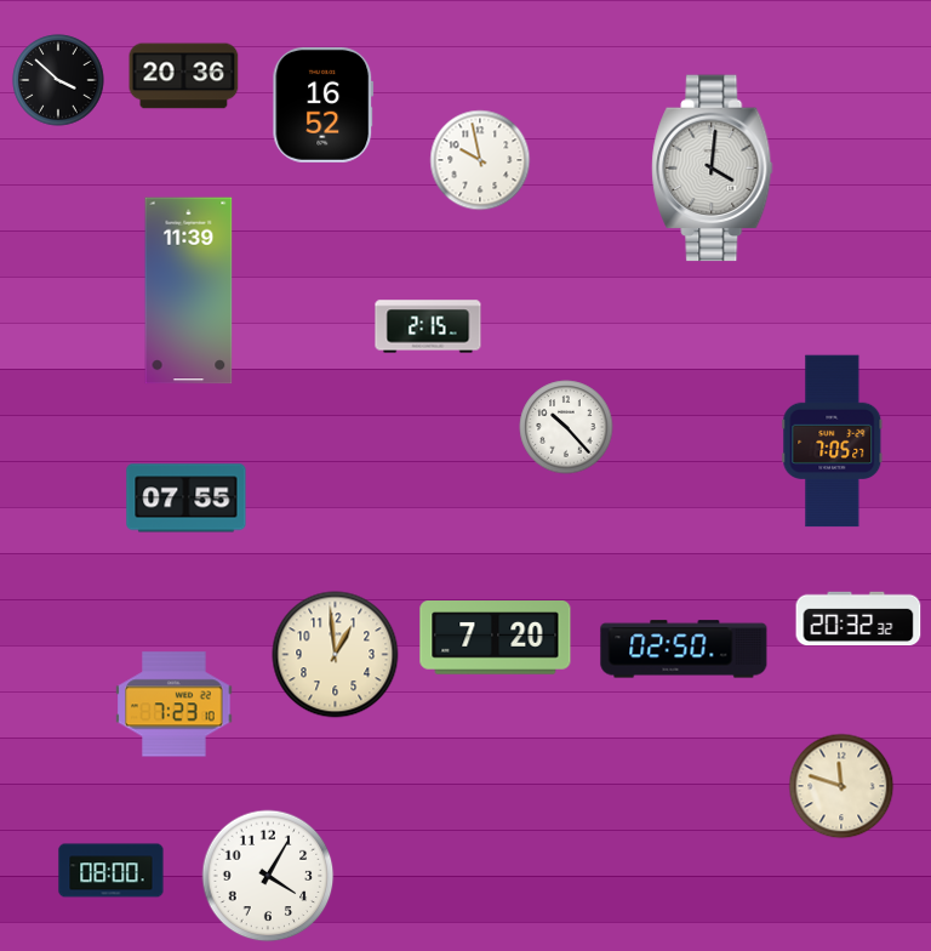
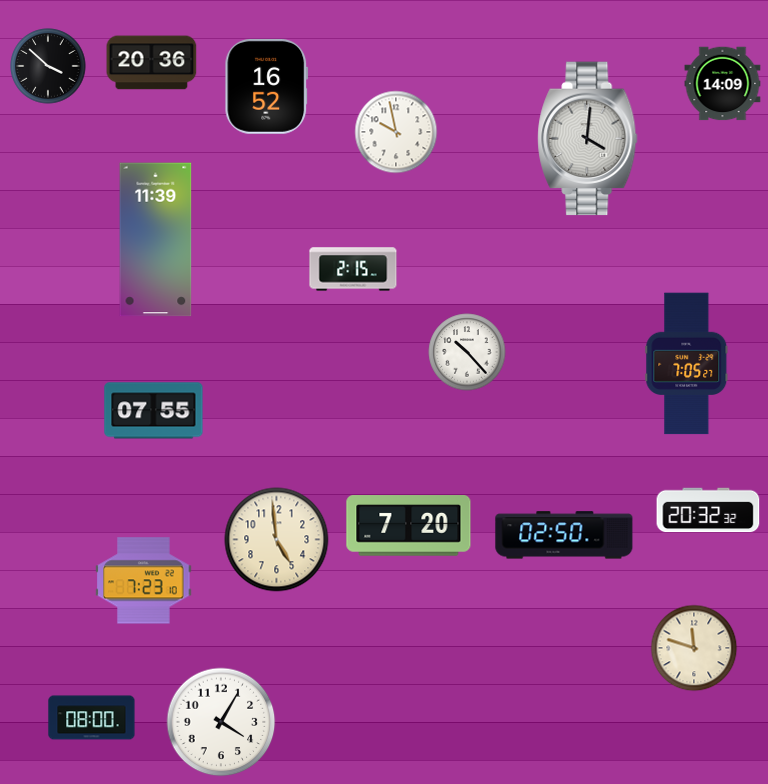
clock at (723, 84): none -> 14:09
clock at (336, 655): 12:59 -> 4:59
